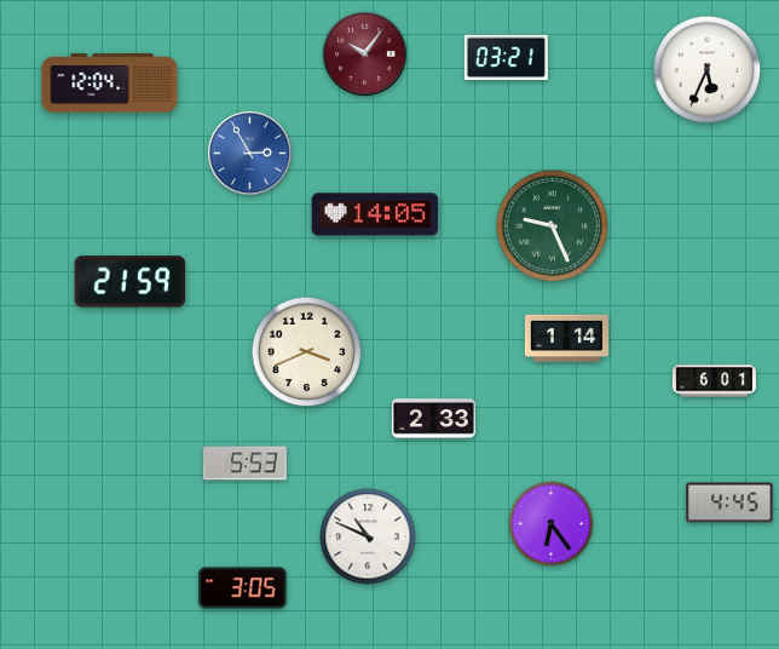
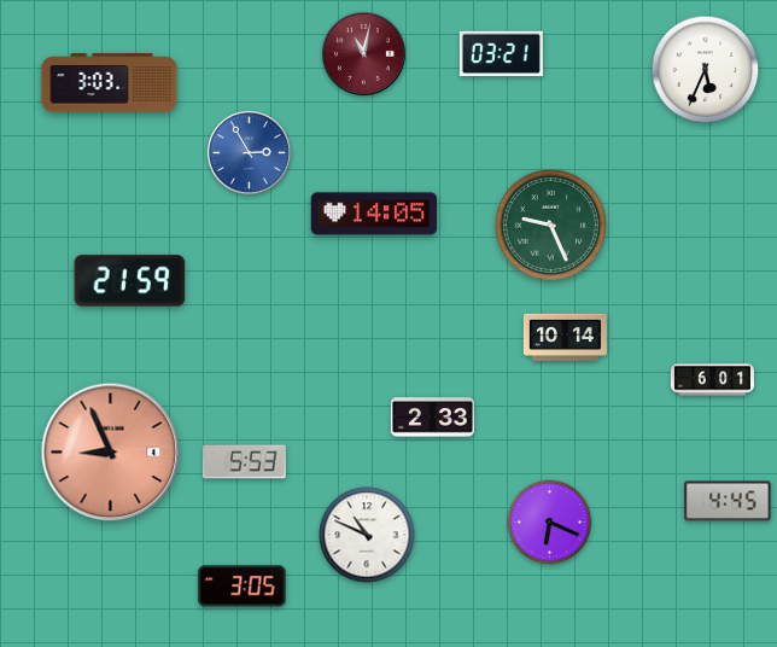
clock at (365, 54): 10:06 -> 11:02
clock at (506, 58) position: (506, 58) -> (501, 54)
clock at (110, 84): 12:04 -> 3:03
clock at (566, 338): 1:14 -> 10:14
clock at (307, 352): 3:41 -> none
clock at (111, 453): none -> 8:56
clock at (552, 524): 6:24 -> 6:19
